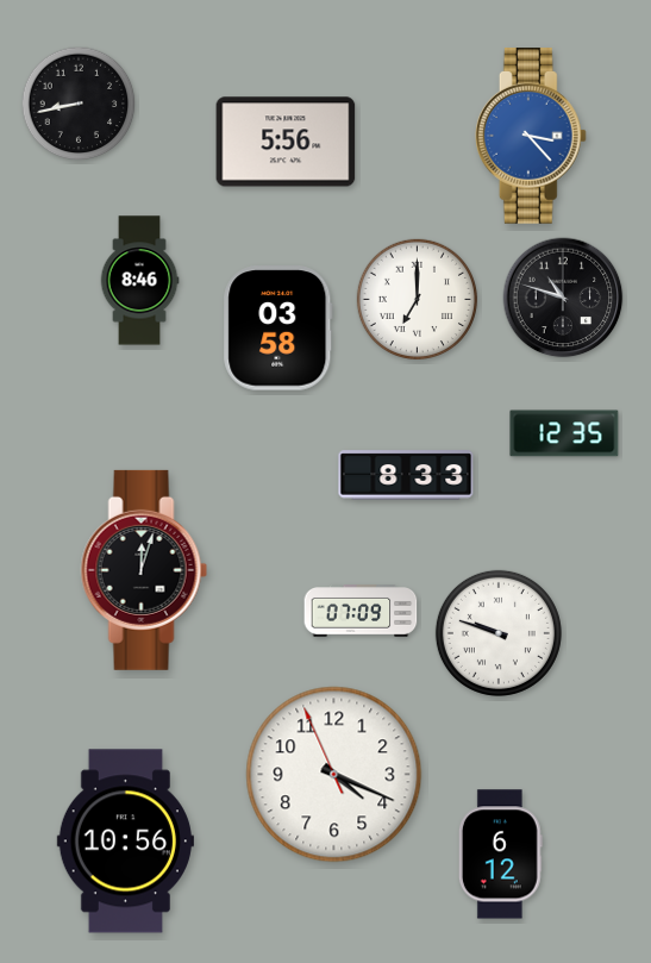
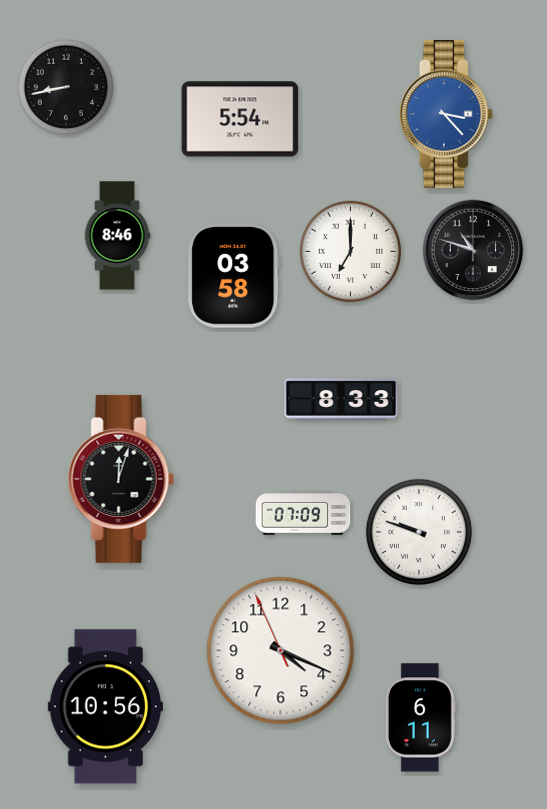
clock at (286, 142): 5:56 -> 5:54
clock at (564, 433): 12:35 -> none
clock at (500, 855): 6:12 -> 6:11
